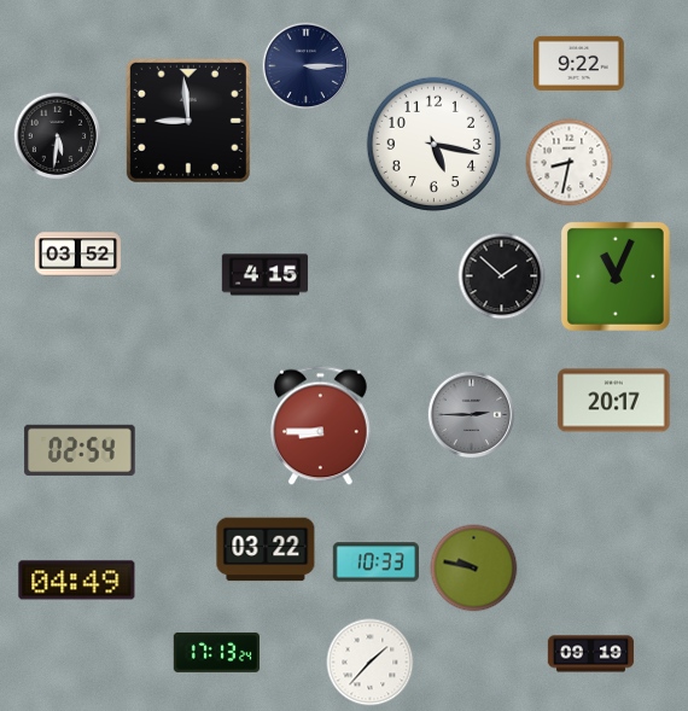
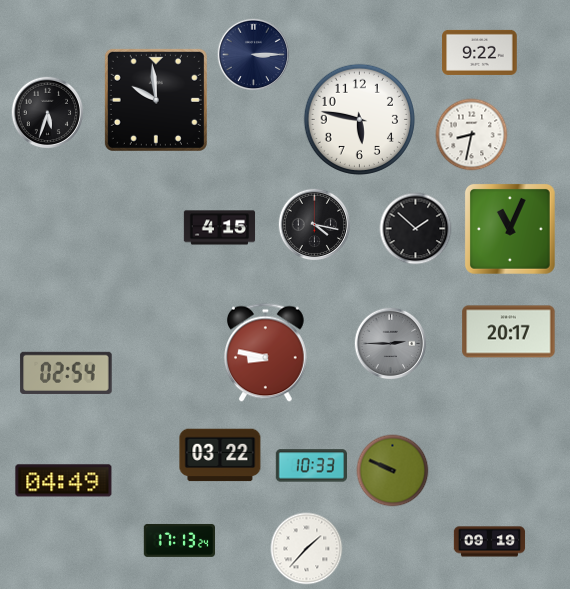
clock at (188, 121): 8:59 -> 9:59
clock at (58, 136): 5:31 -> 5:33
clock at (433, 144): 5:17 -> 5:47
clock at (78, 255): 03:52 -> none
clock at (315, 225): none -> 4:17
clock at (321, 426): 8:45 -> 8:47
clock at (474, 569): 9:47 -> 9:49
